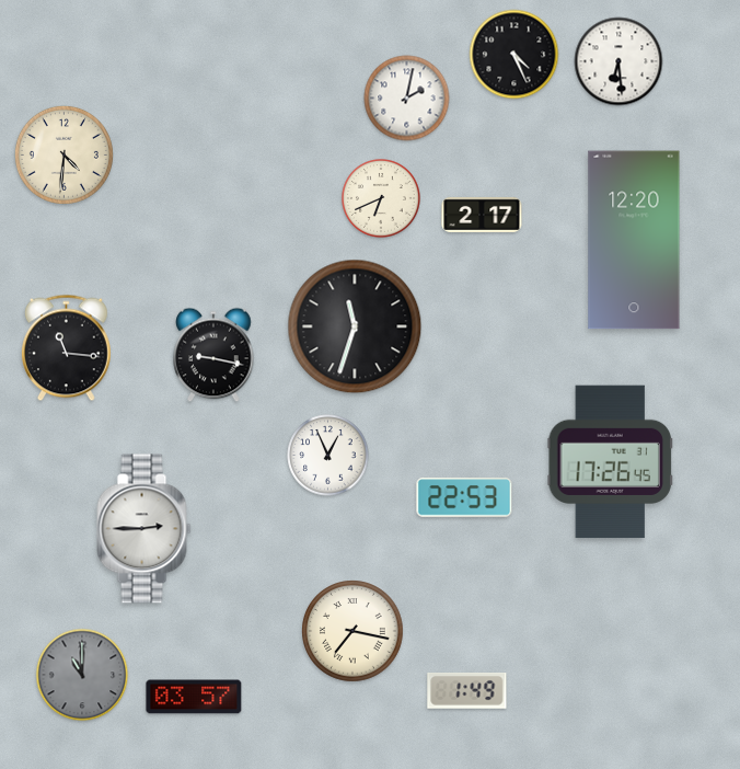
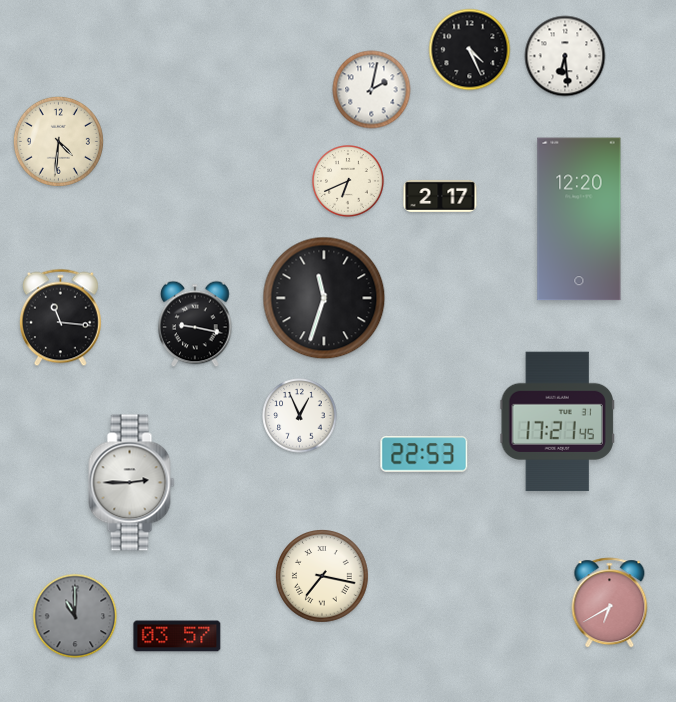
clock at (610, 462): 17:26 -> 17:21
clock at (610, 603): none -> 6:40
clock at (467, 691): 1:49 -> none
